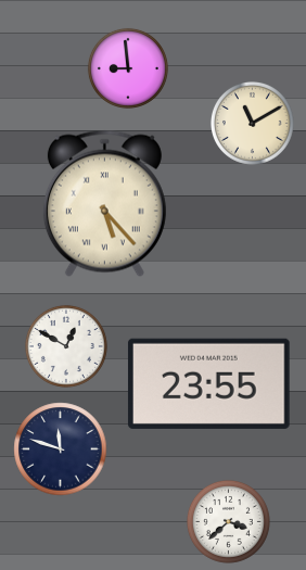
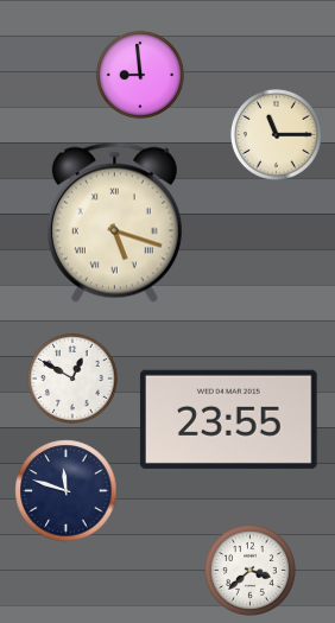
clock at (252, 123): 11:10 -> 11:15
clock at (104, 203): 5:23 -> 5:18
